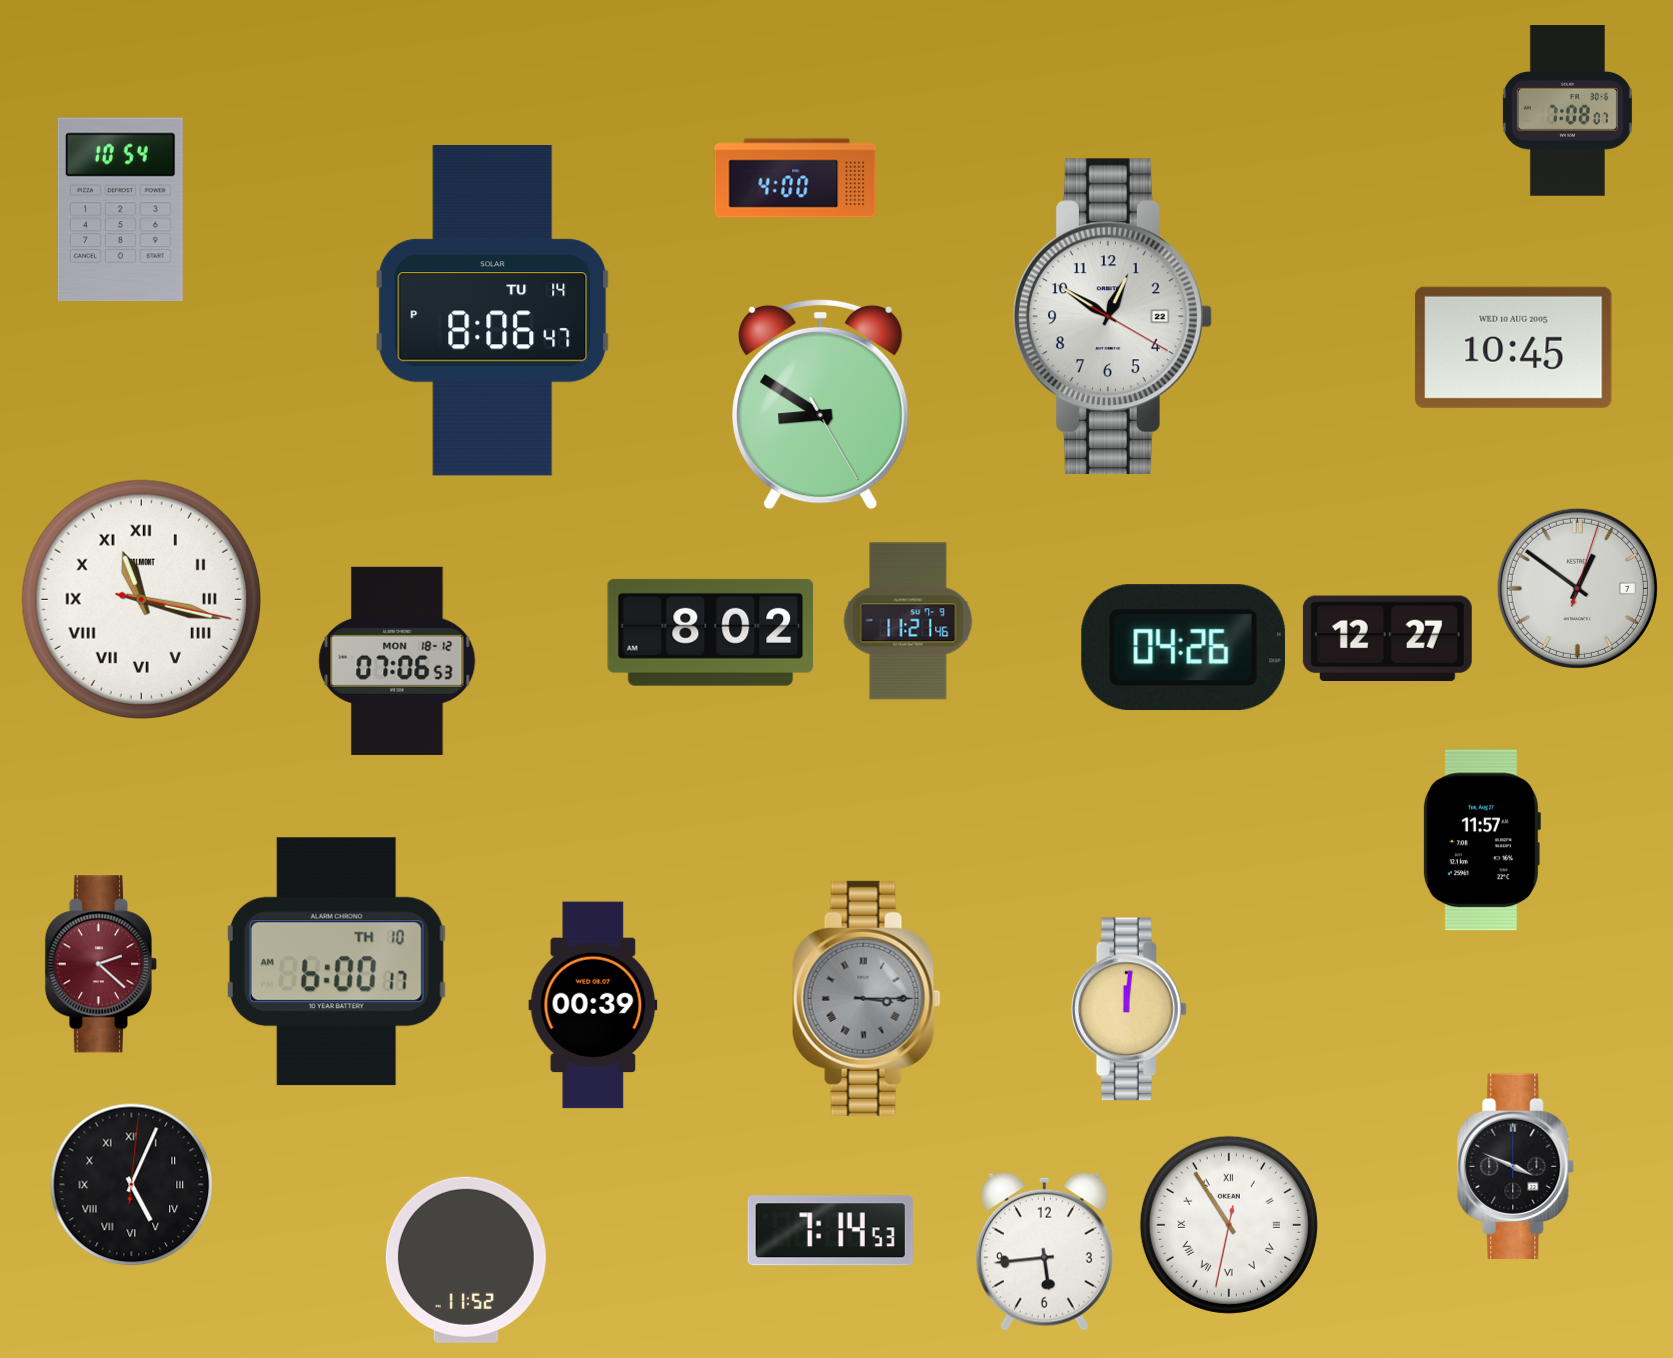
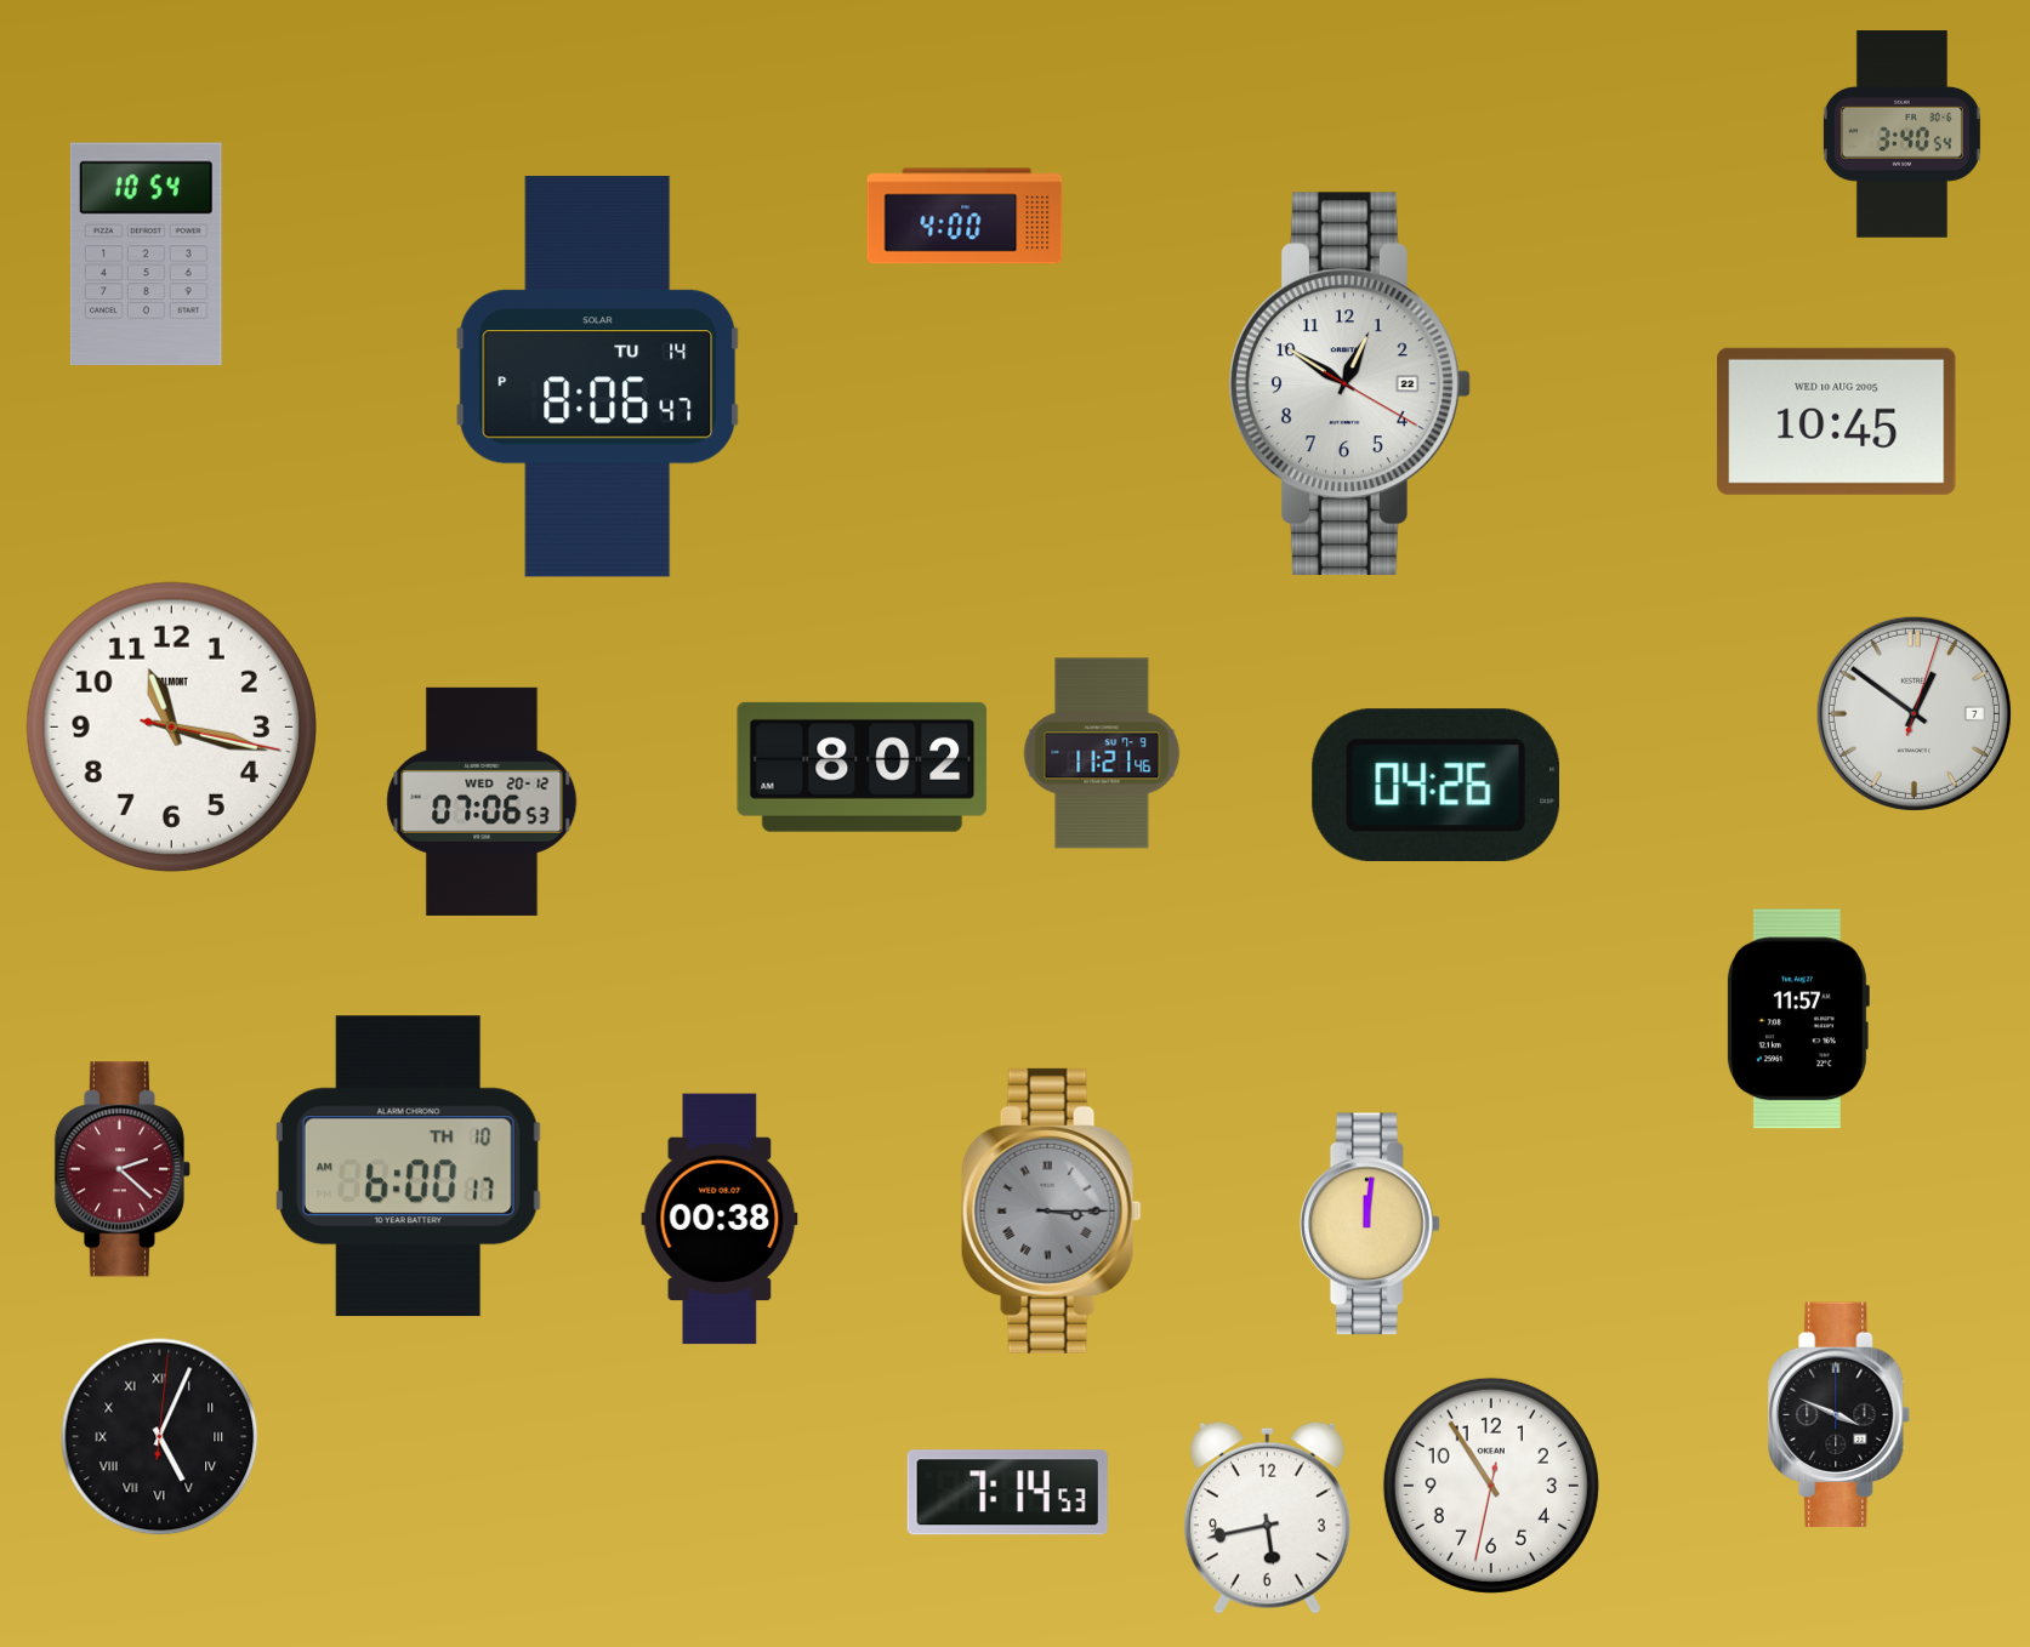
clock at (1567, 111): 7:08 -> 3:40
clock at (821, 404): 8:50 -> none
clock at (141, 599) numerals: Roman -> Arabic
clock at (1387, 639): 12:27 -> none
clock at (397, 661) date: MON 18-12 -> WED 20-12
clock at (593, 1005): 00:39 -> 00:38
clock at (1229, 1225) numerals: Roman -> Arabic
clock at (1044, 1251): 5:44 -> 5:43
clock at (466, 1260): 11:52 -> none
